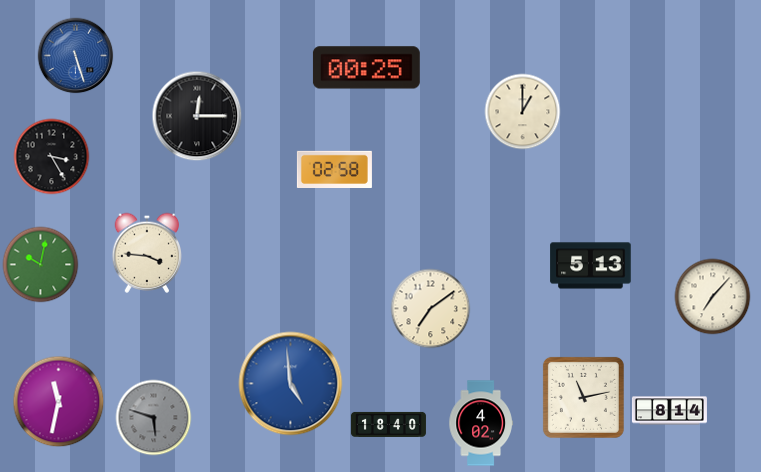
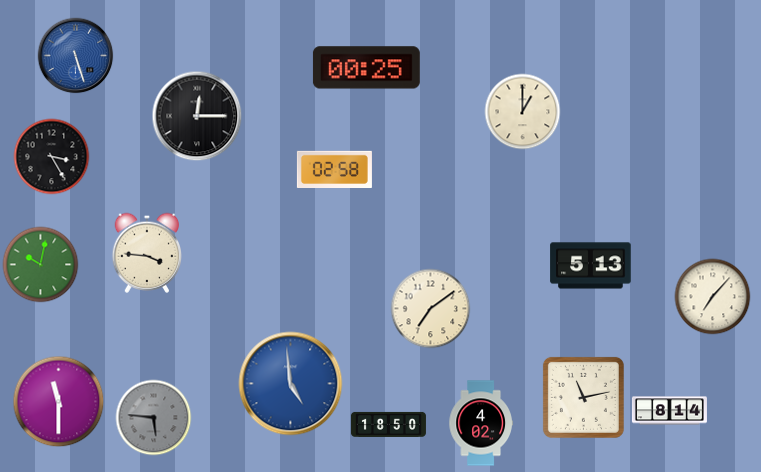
clock at (59, 402): 11:32 -> 11:30
clock at (154, 418): 5:48 -> 5:46
clock at (388, 424): 18:40 -> 18:50
